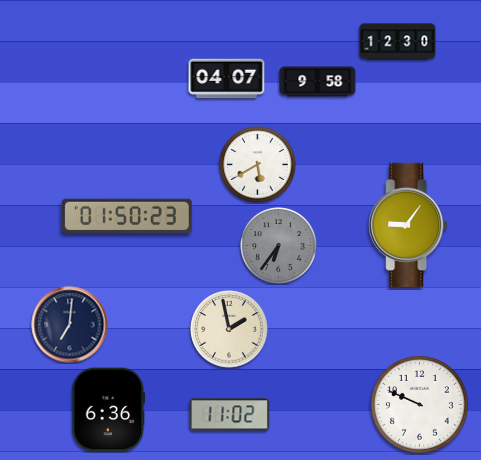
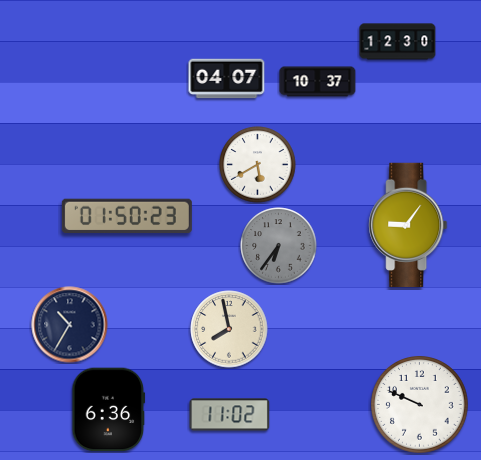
clock at (318, 82): 9:58 -> 10:37
clock at (70, 325): 7:01 -> 10:35
clock at (229, 329): 1:58 -> 7:58
